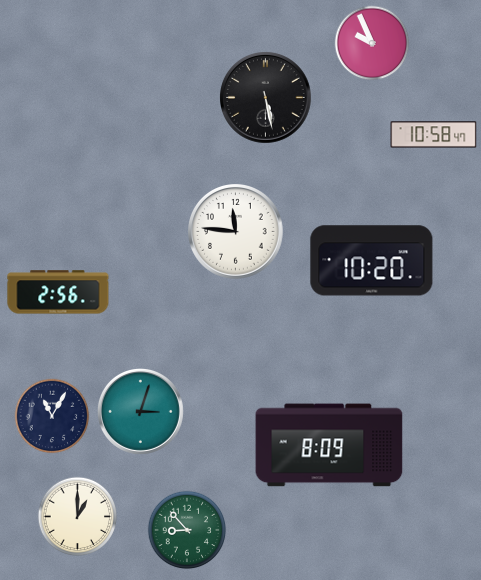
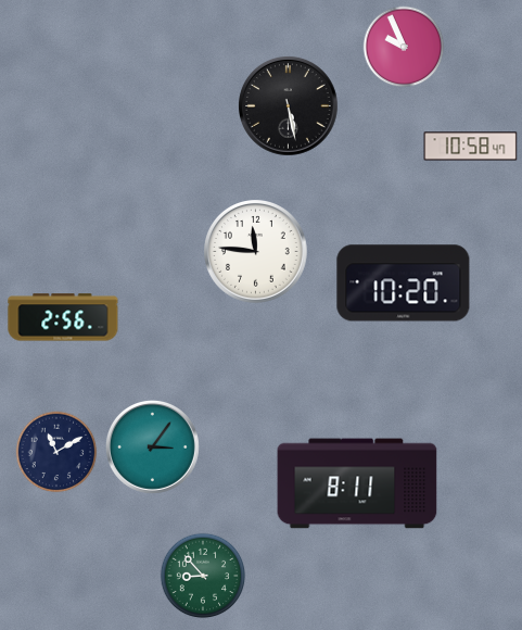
clock at (140, 411): 3:03 -> 3:06
clock at (52, 416): 11:05 -> 11:10
clock at (329, 445): 8:09 -> 8:11
clock at (78, 517): 1:00 -> none
